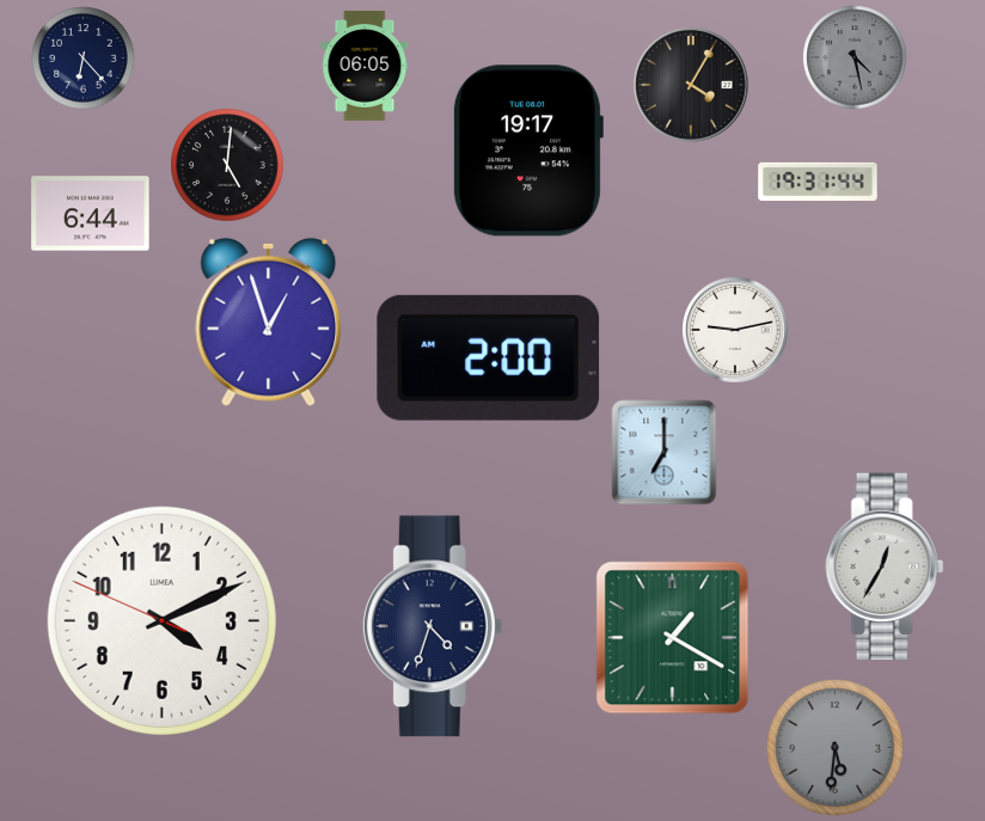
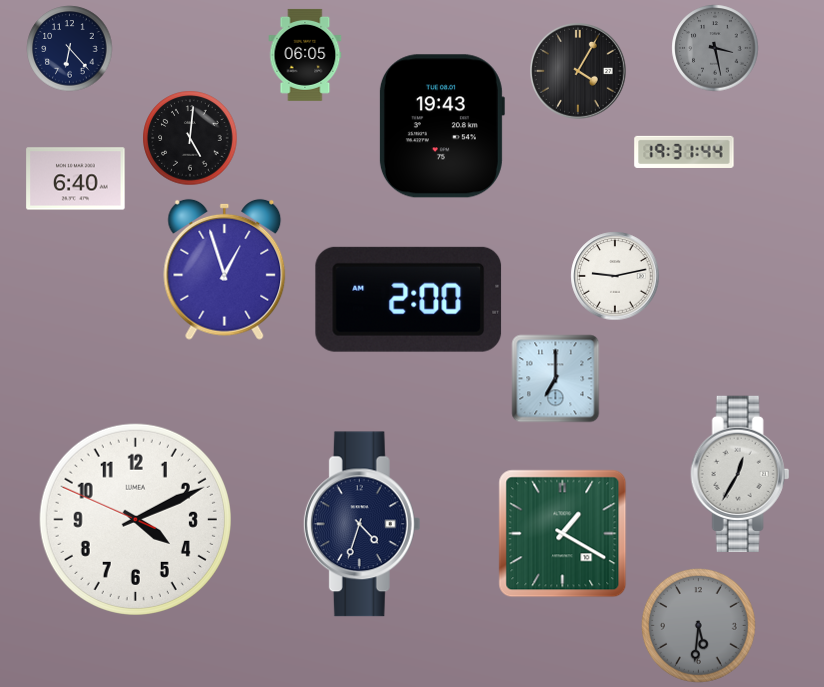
clock at (855, 57): 4:28 -> 3:28
clock at (527, 151): 19:17 -> 19:43
clock at (91, 214): 6:44 -> 6:40
